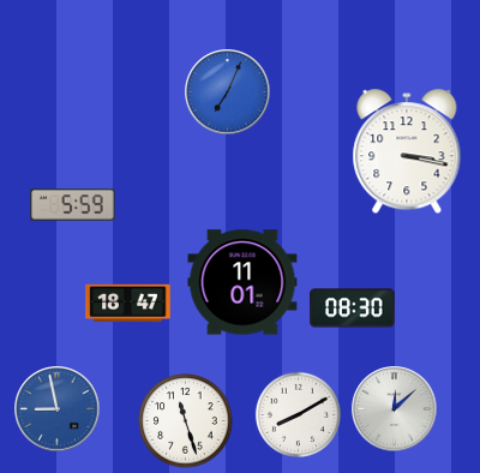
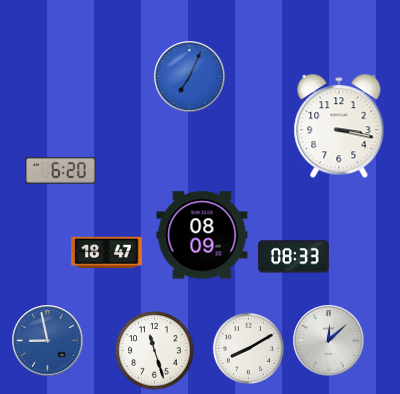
clock at (73, 205): 5:59 -> 6:20
clock at (242, 282): 11:01 -> 08:09
clock at (353, 309): 08:30 -> 08:33
clock at (298, 414) position: (298, 414) -> (248, 348)
